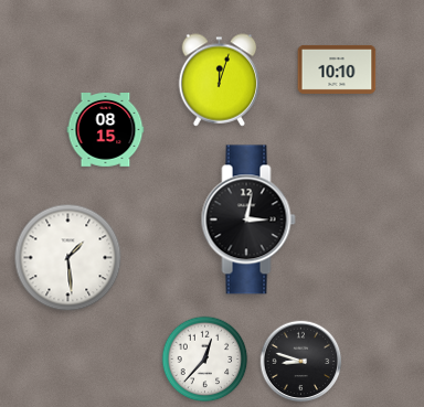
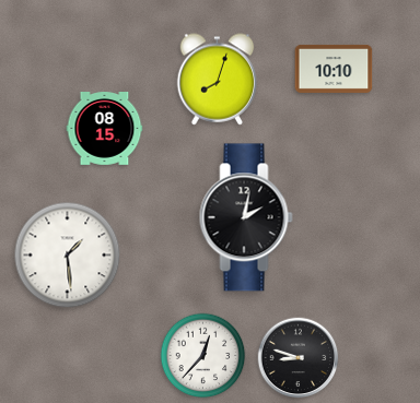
clock at (220, 81): 12:03 -> 8:03
clock at (248, 219): 3:02 -> 2:02
